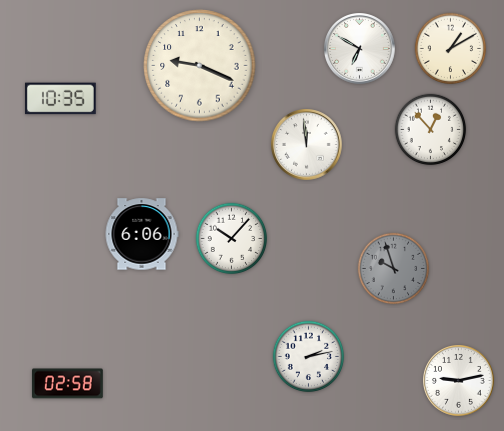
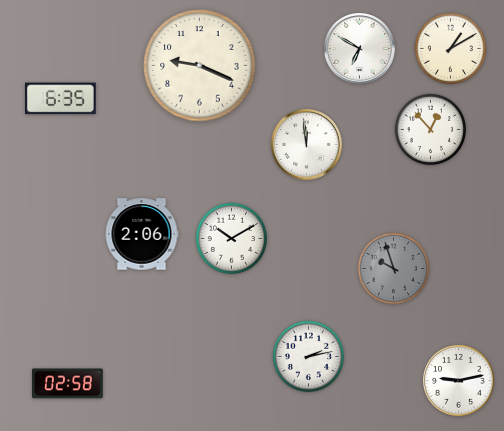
clock at (60, 99): 10:35 -> 6:35
clock at (142, 234): 6:06 -> 2:06
clock at (232, 239): 10:07 -> 10:10
